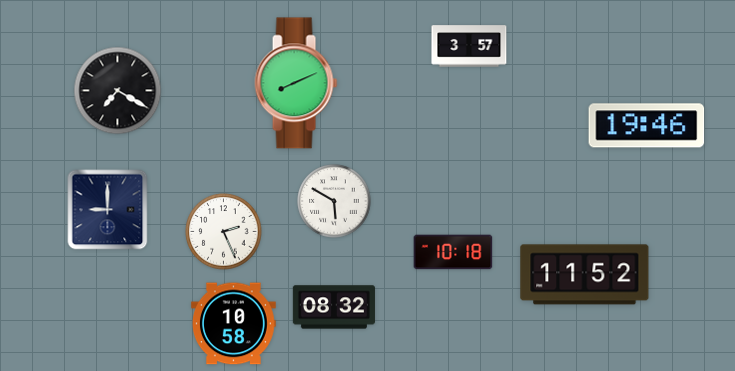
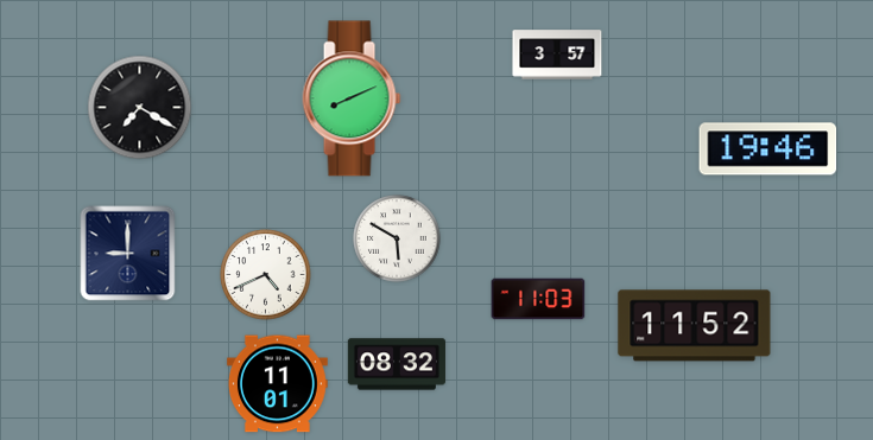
clock at (108, 210) position: (108, 210) -> (128, 254)
clock at (224, 232): 2:26 -> 4:41
clock at (453, 252): 10:18 -> 11:03
clock at (233, 324): 10:58 -> 11:01
